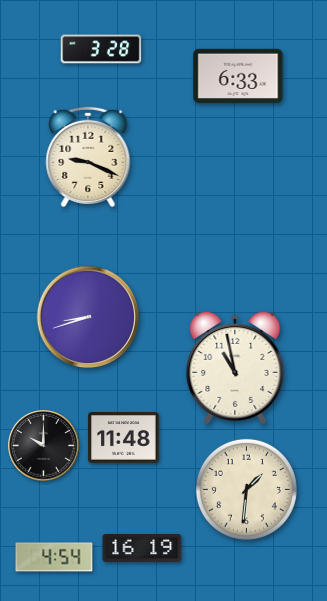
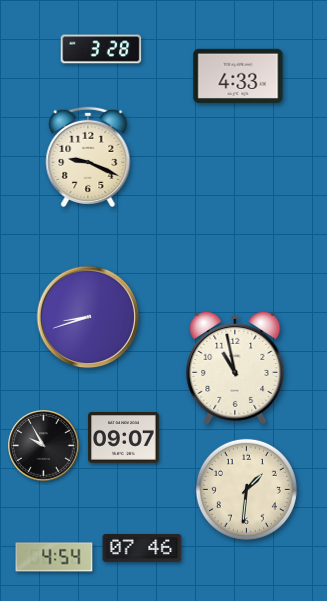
clock at (238, 76): 6:33 -> 4:33
clock at (124, 438): 11:48 -> 09:07
clock at (44, 446): 10:00 -> 9:55
clock at (142, 548): 16:19 -> 07:46
